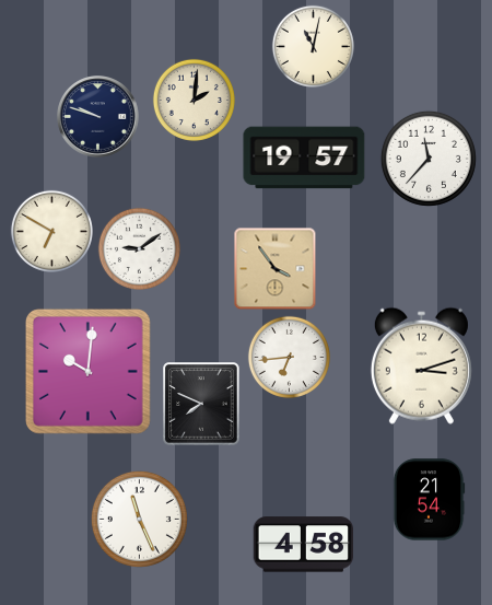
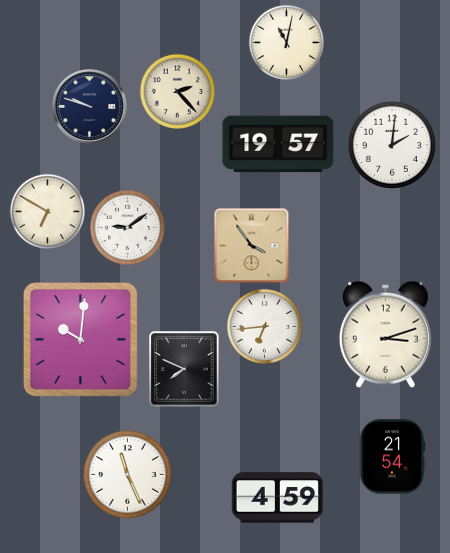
clock at (194, 100): 2:01 -> 2:23
clock at (429, 159): 11:37 -> 2:01
clock at (303, 545): 4:58 -> 4:59
